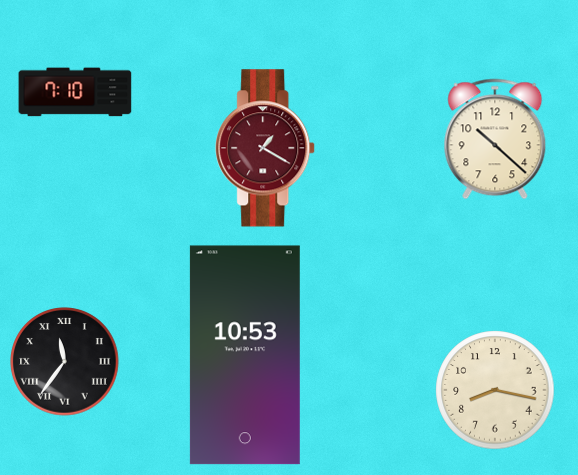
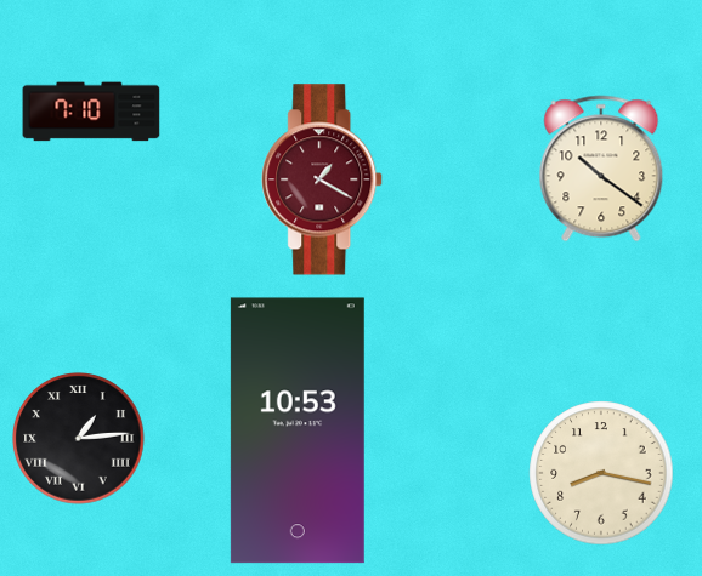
clock at (495, 139): 10:22 -> 10:21
clock at (65, 362): 11:36 -> 1:14
